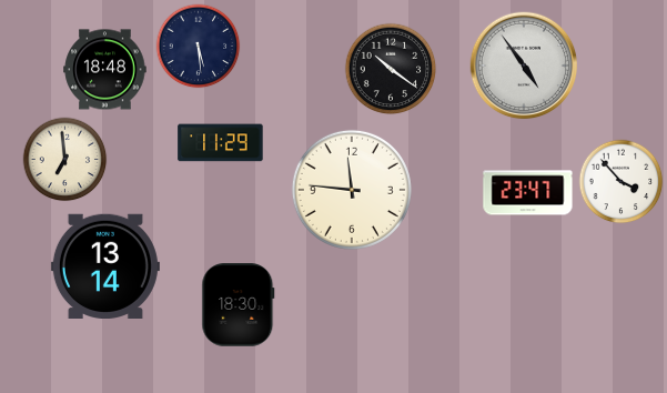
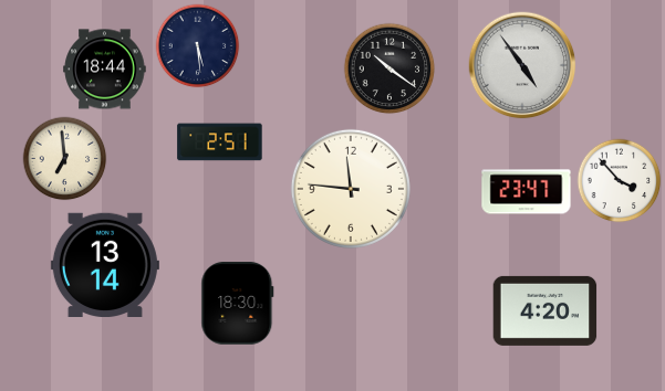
clock at (105, 70): 18:48 -> 18:44
clock at (221, 143): 11:29 -> 2:51
clock at (545, 310): none -> 4:20
